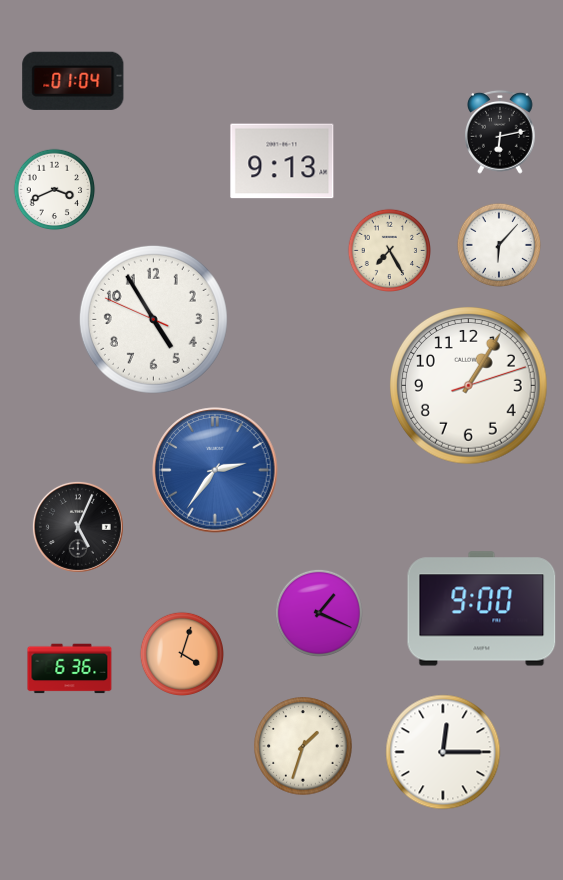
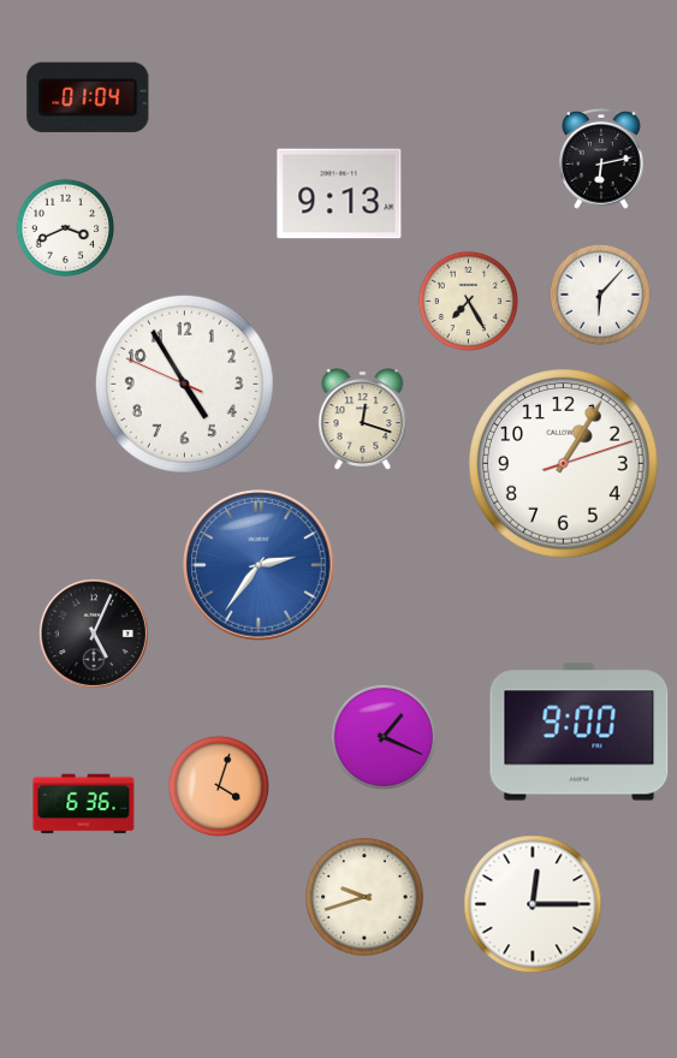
clock at (363, 418): none -> 12:18
clock at (303, 746): 1:33 -> 9:42
